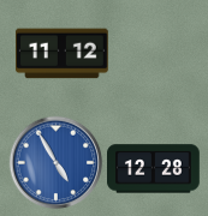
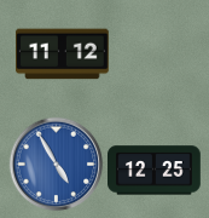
clock at (154, 169): 12:28 -> 12:25
